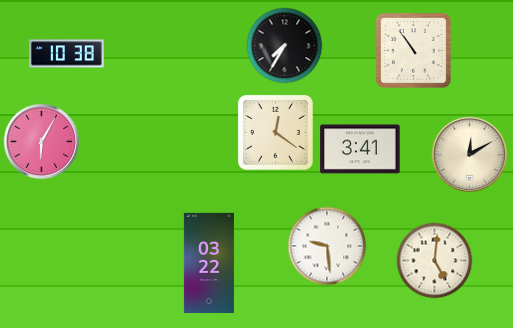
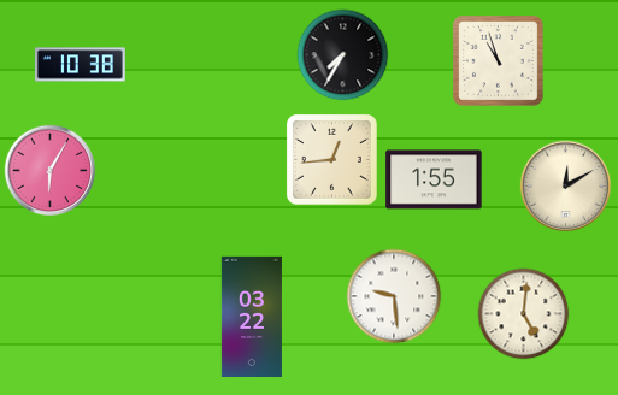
clock at (413, 50): 10:54 -> 10:57
clock at (275, 132): 12:21 -> 12:44
clock at (360, 149): 3:41 -> 1:55
